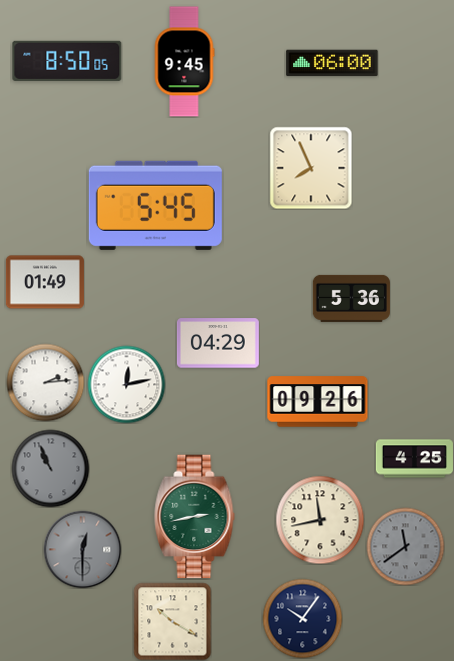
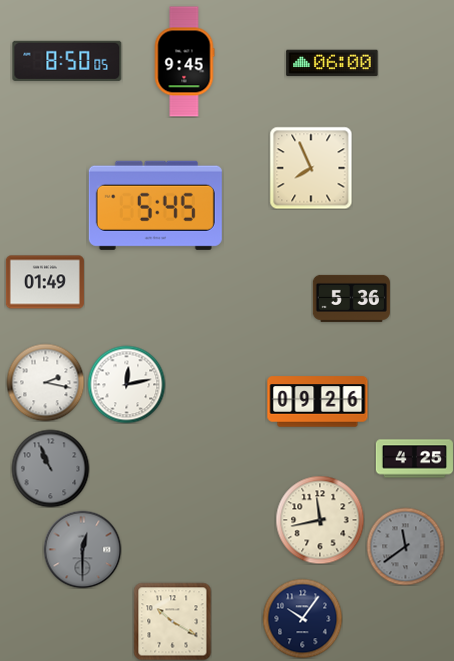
clock at (218, 343): 04:29 -> none
clock at (45, 382): 2:14 -> 2:17
clock at (195, 517): 2:43 -> none
